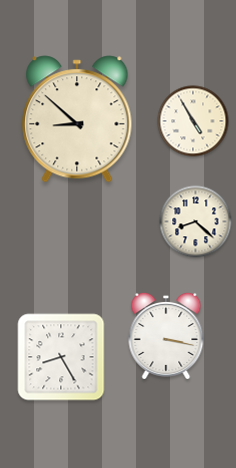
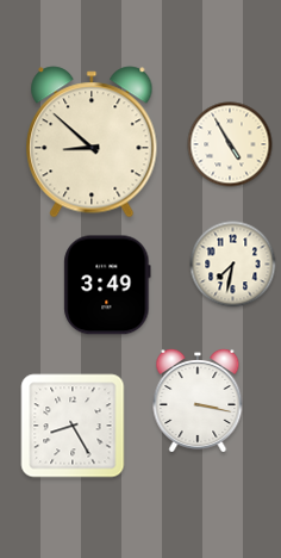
clock at (196, 222): 8:22 -> 7:32
clock at (107, 285): none -> 3:49
